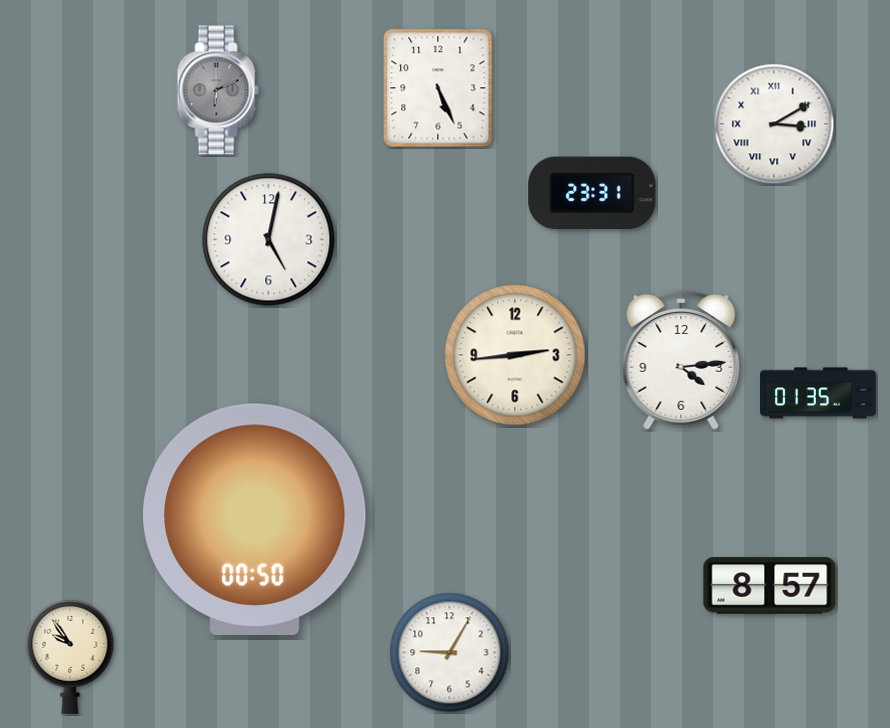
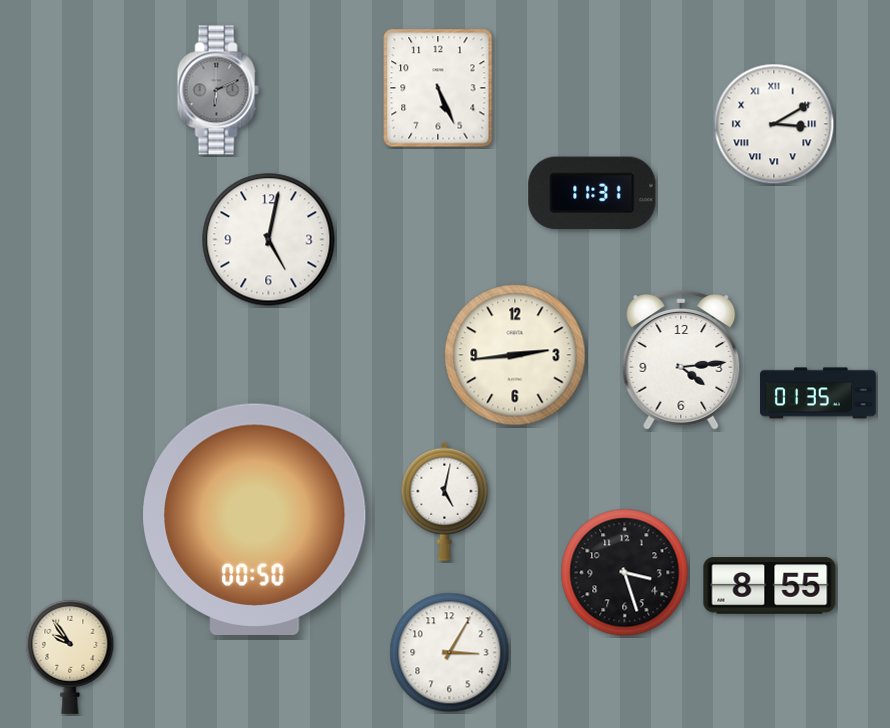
clock at (592, 193): 23:31 -> 11:31
clock at (445, 501): none -> 5:02
clock at (625, 573): none -> 3:27
clock at (770, 586): 8:57 -> 8:55
clock at (450, 653): 9:05 -> 3:05
